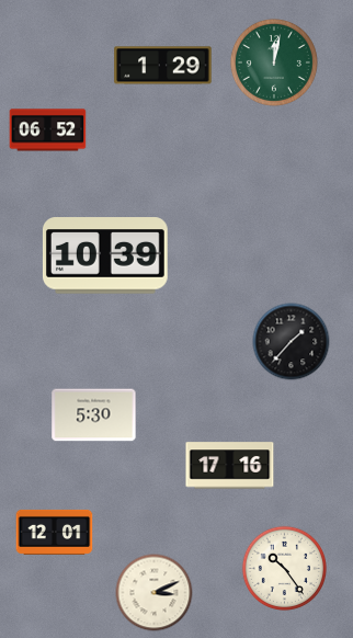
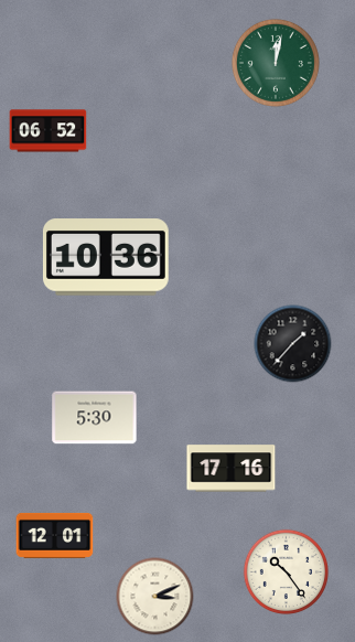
clock at (163, 66): 1:29 -> none
clock at (105, 255): 10:39 -> 10:36
